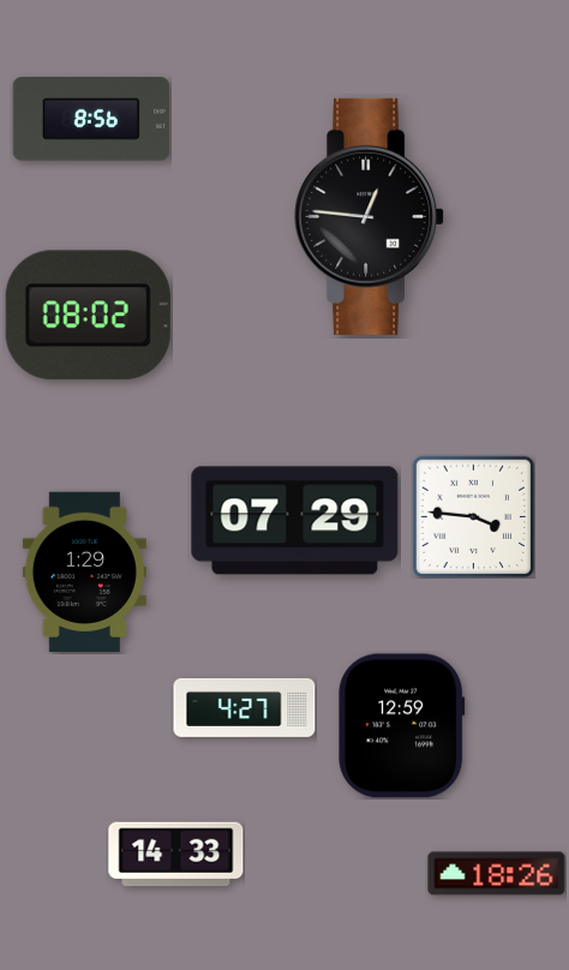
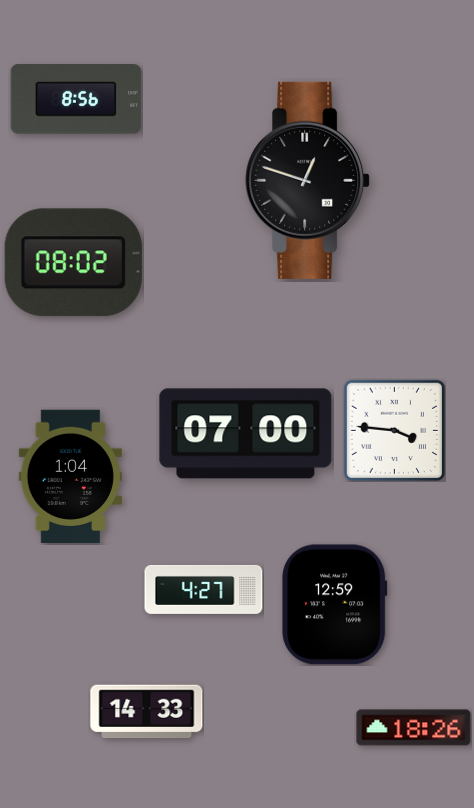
clock at (370, 216): 12:46 -> 12:48
clock at (295, 521): 07:29 -> 07:00
clock at (84, 573): 1:29 -> 1:04
